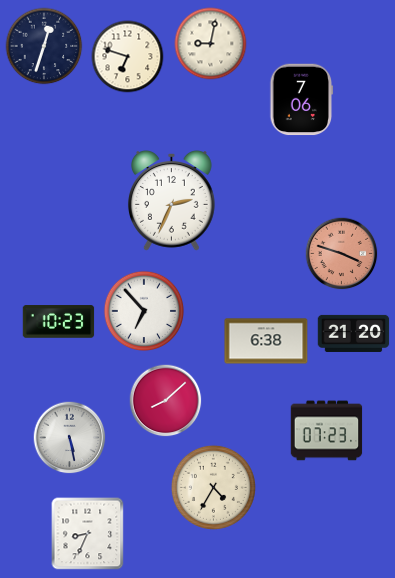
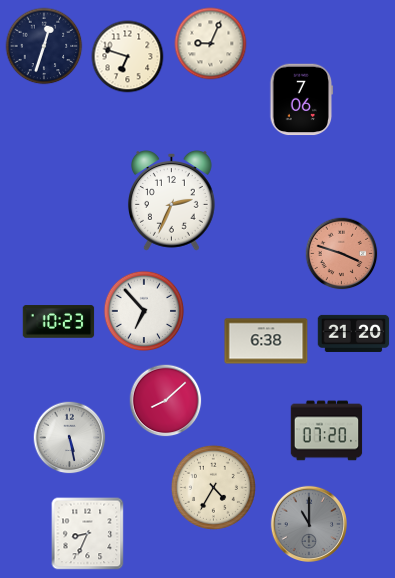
clock at (211, 44): 9:02 -> 9:04
clock at (327, 431): 07:23 -> 07:20
clock at (308, 523): none -> 11:00
